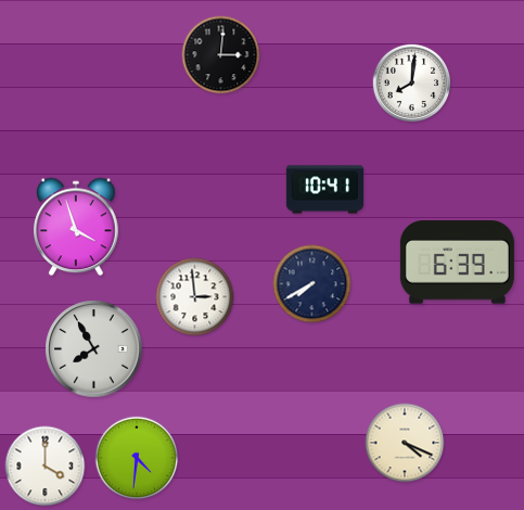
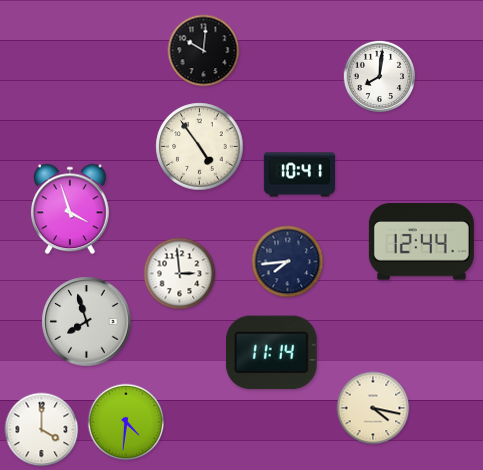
clock at (221, 55): 3:01 -> 10:01
clock at (200, 147): none -> 4:54
clock at (457, 263): 6:39 -> 12:44
clock at (312, 284): 7:40 -> 7:44
clock at (94, 349): 7:55 -> 7:57
clock at (271, 353): none -> 11:14
clock at (405, 443): 4:19 -> 4:17
